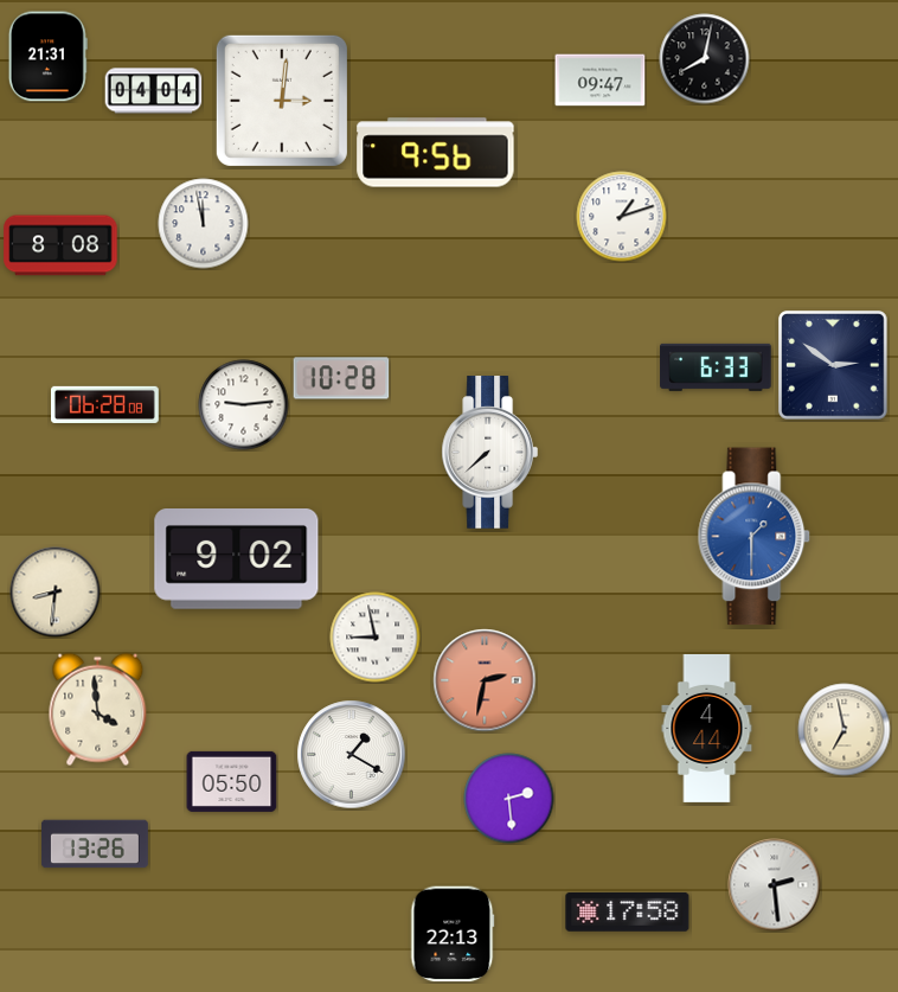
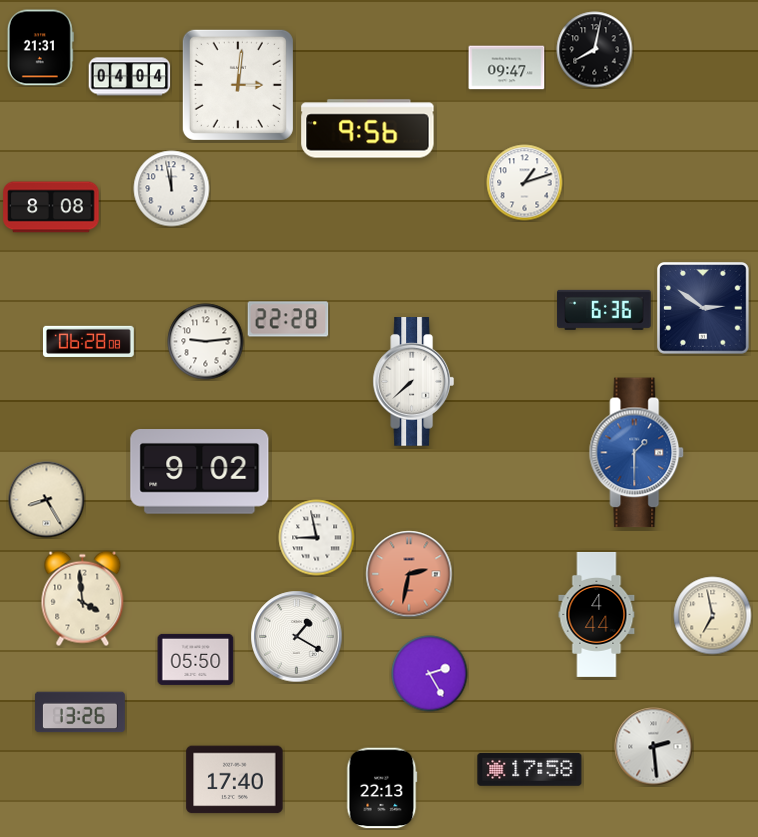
clock at (716, 367): 6:33 -> 6:36
clock at (341, 378): 10:28 -> 22:28
clock at (56, 593): 8:31 -> 8:25
clock at (509, 799): 2:29 -> 2:25
clock at (235, 780): none -> 17:40
